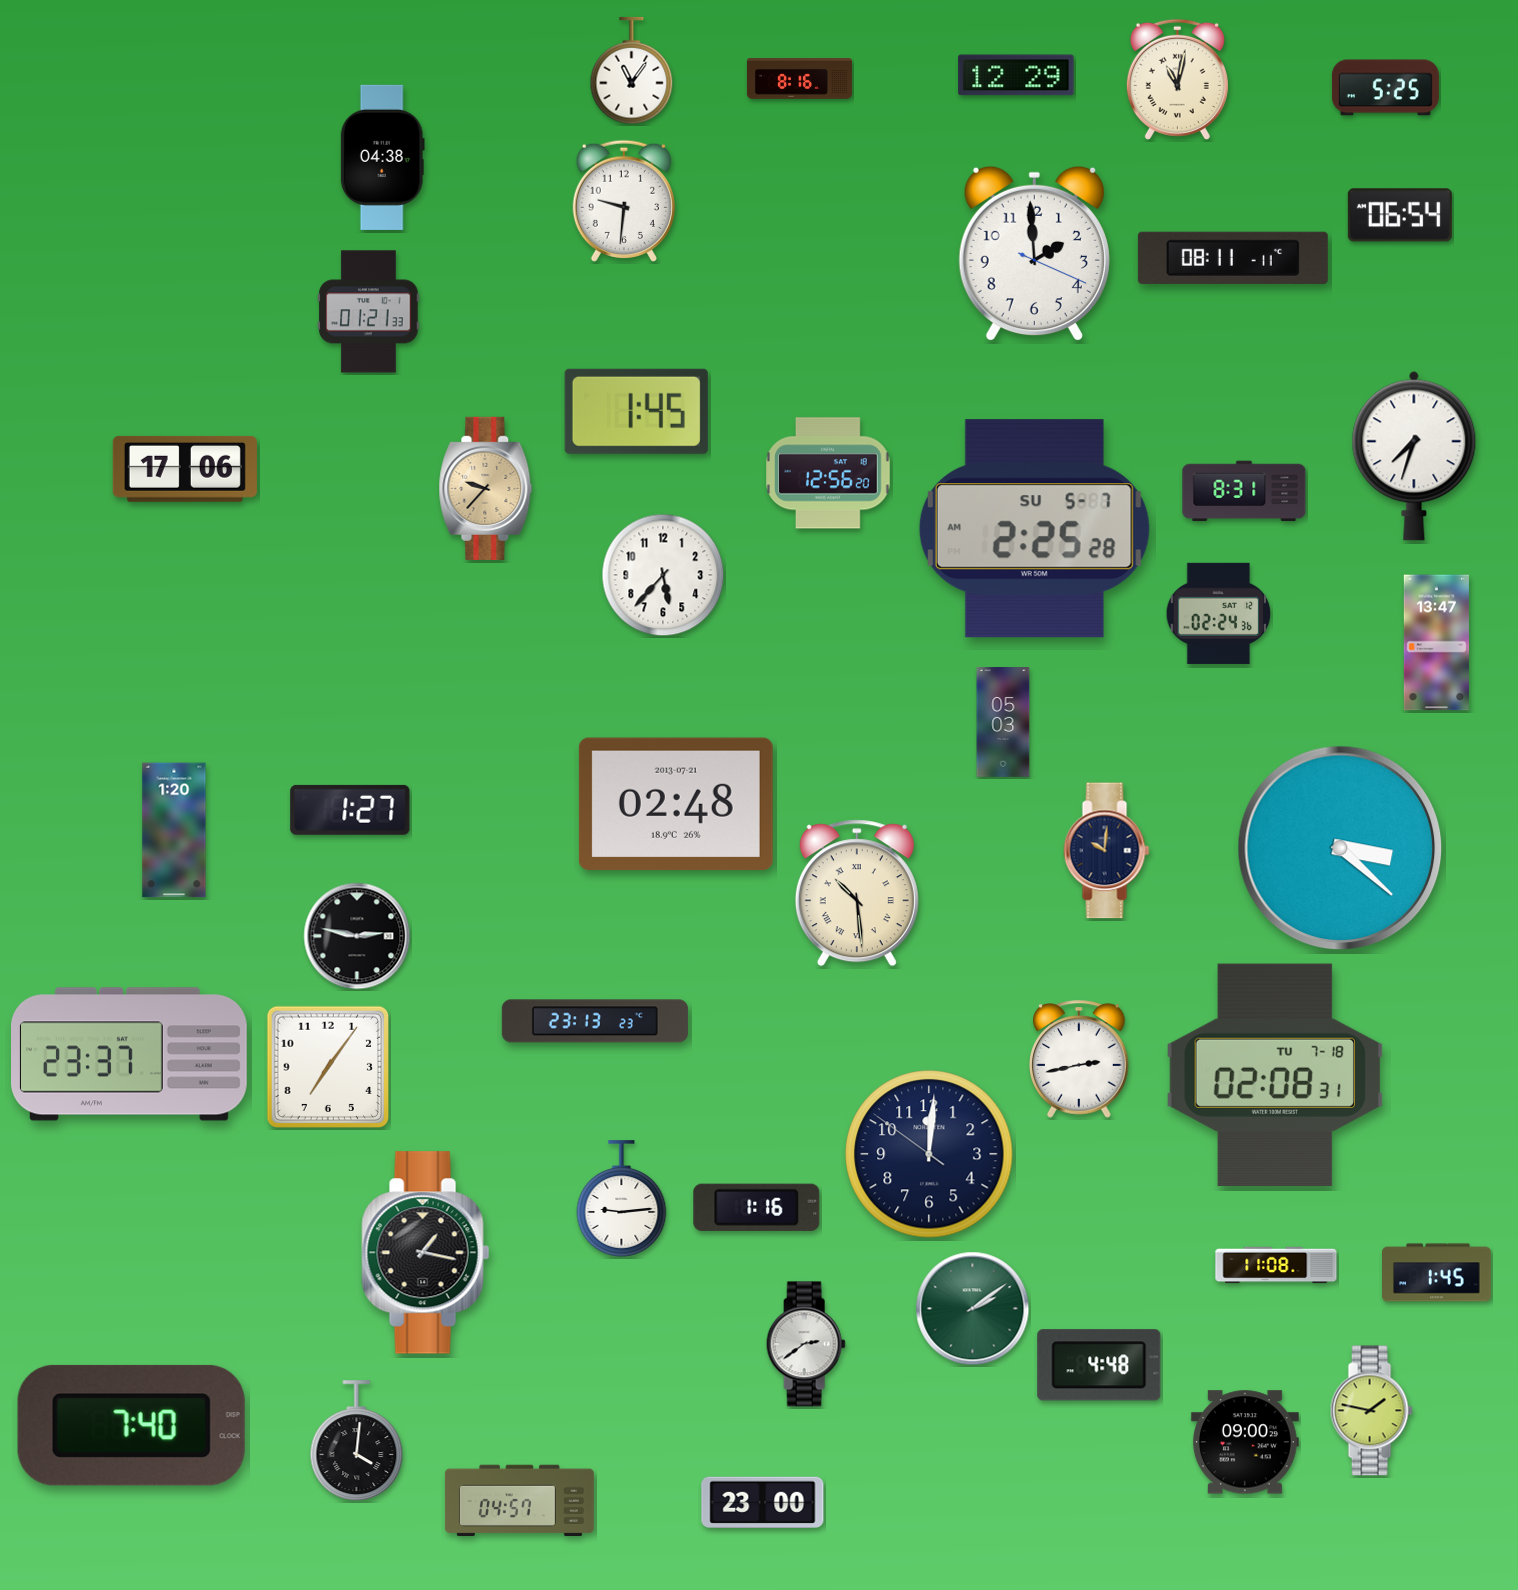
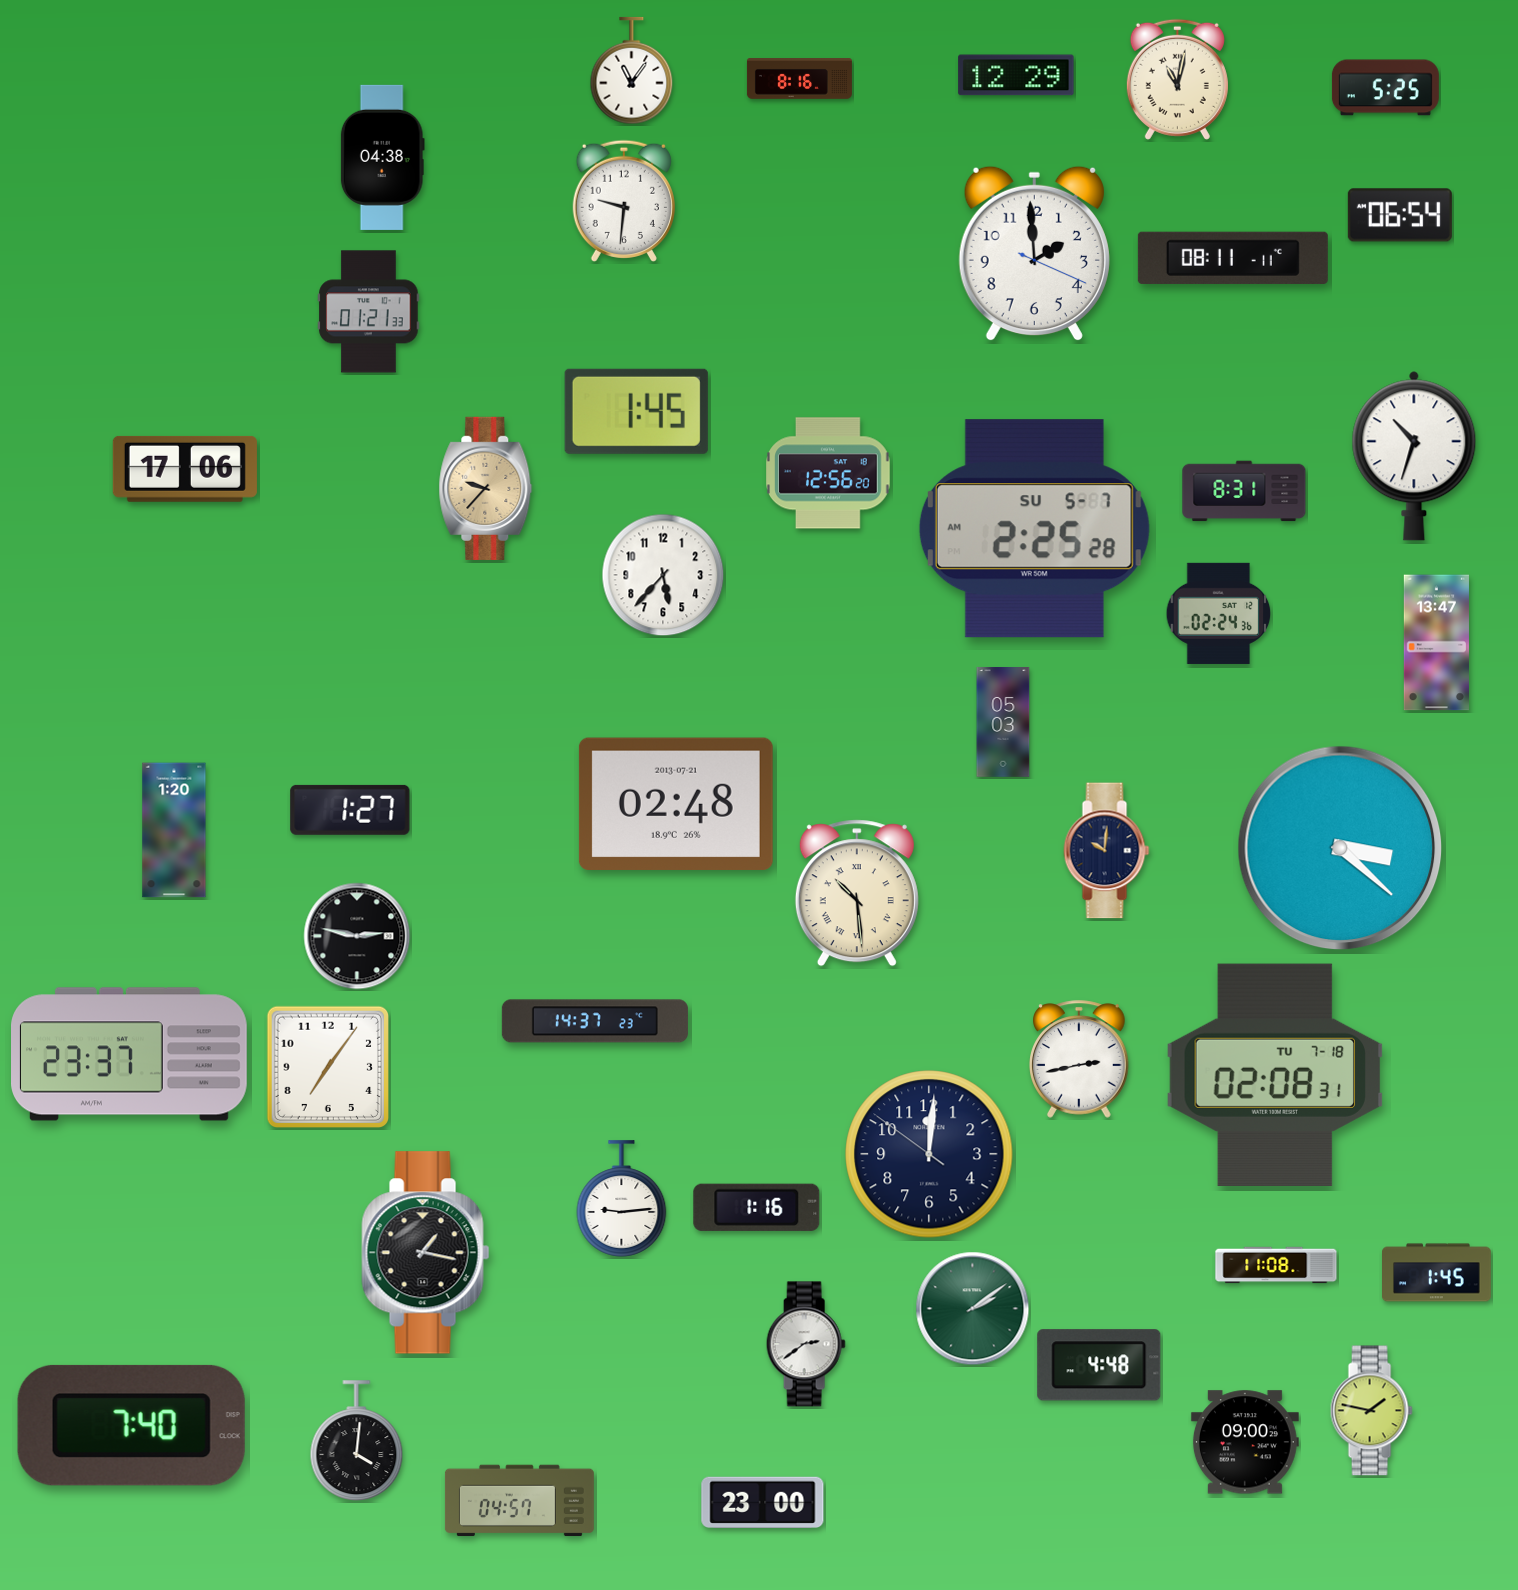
clock at (1414, 456): 7:33 -> 10:33
clock at (595, 1021): 23:13 -> 14:37
